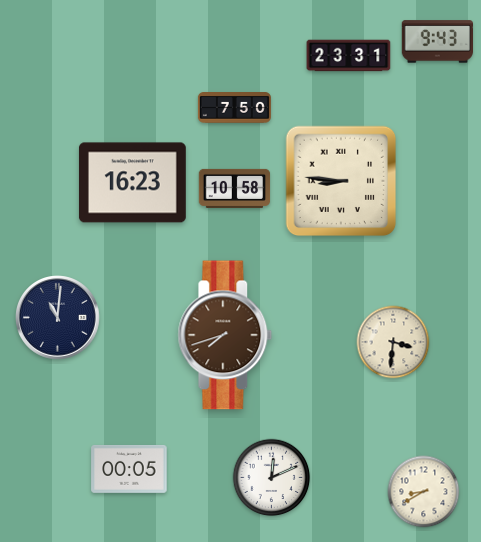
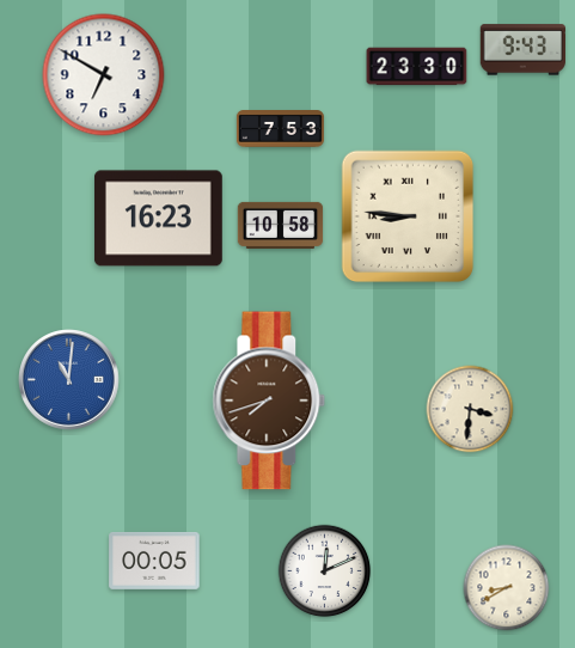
clock at (349, 56): 23:31 -> 23:30
clock at (104, 75): none -> 6:50
clock at (234, 108): 7:50 -> 7:53
clock at (58, 318) dial: navy -> blue
